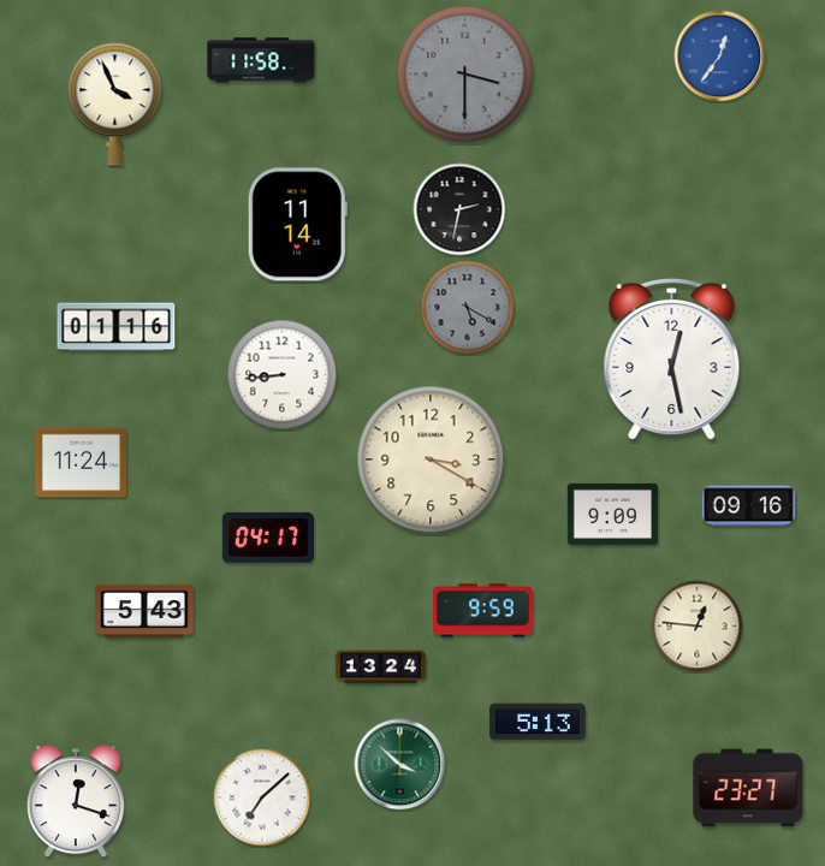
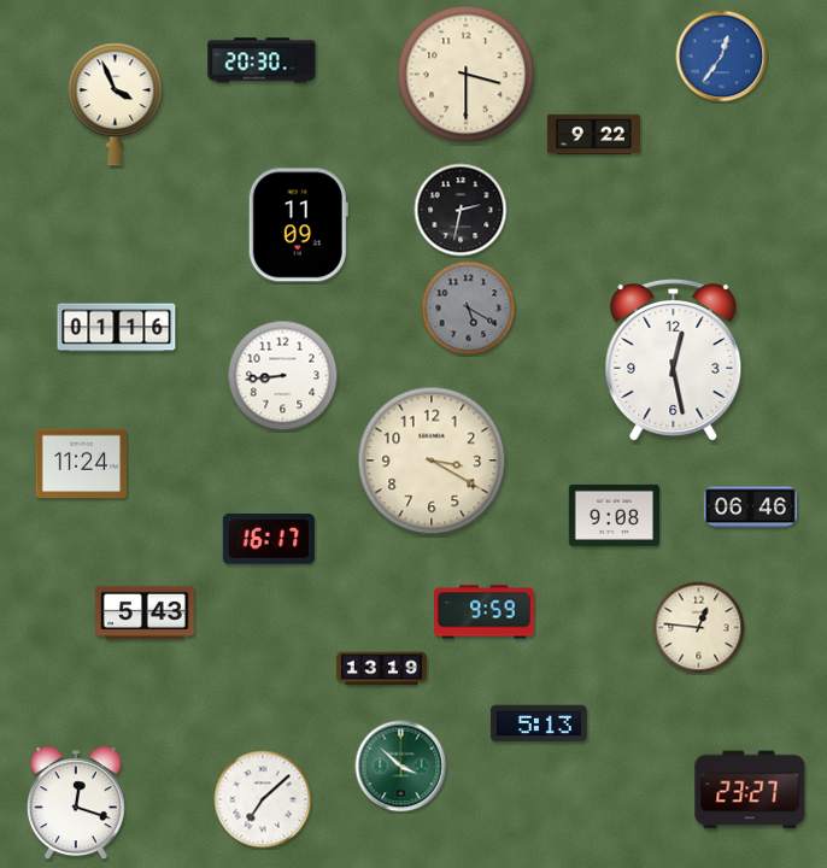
clock at (261, 60): 11:58 -> 20:30
clock at (465, 75) dial: grey -> cream
clock at (593, 135): none -> 9:22
clock at (297, 225): 11:14 -> 11:09
clock at (748, 506): 09:16 -> 06:46
clock at (613, 514): 9:09 -> 9:08
clock at (268, 538): 04:17 -> 16:17
clock at (381, 668): 13:24 -> 13:19
